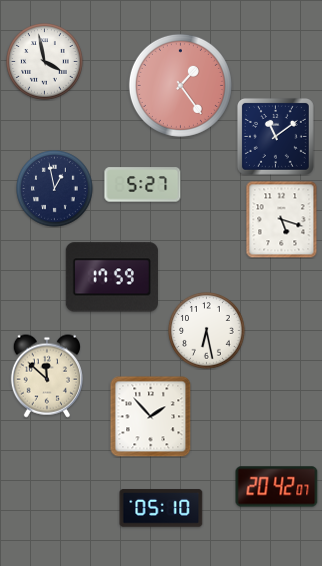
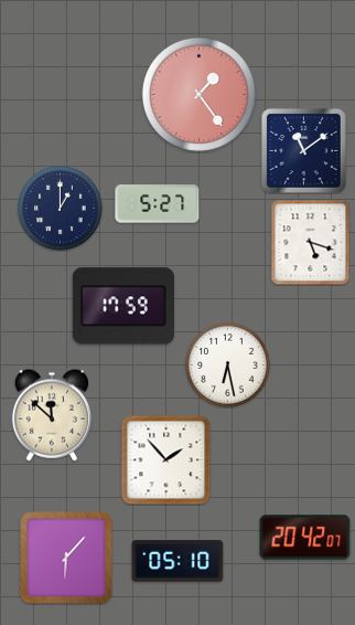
clock at (45, 62): 3:58 -> none
clock at (55, 189): 12:58 -> 1:00
clock at (66, 558): none -> 6:07
